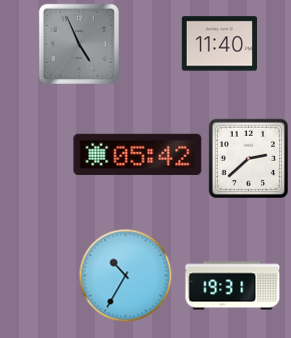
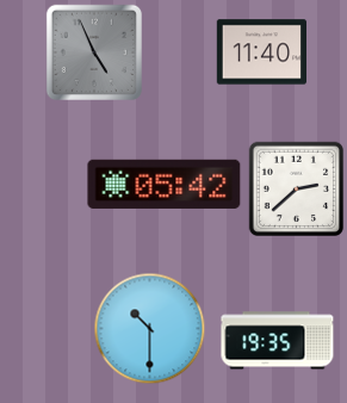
clock at (126, 276): 10:35 -> 10:30
clock at (233, 286): 19:31 -> 19:35
